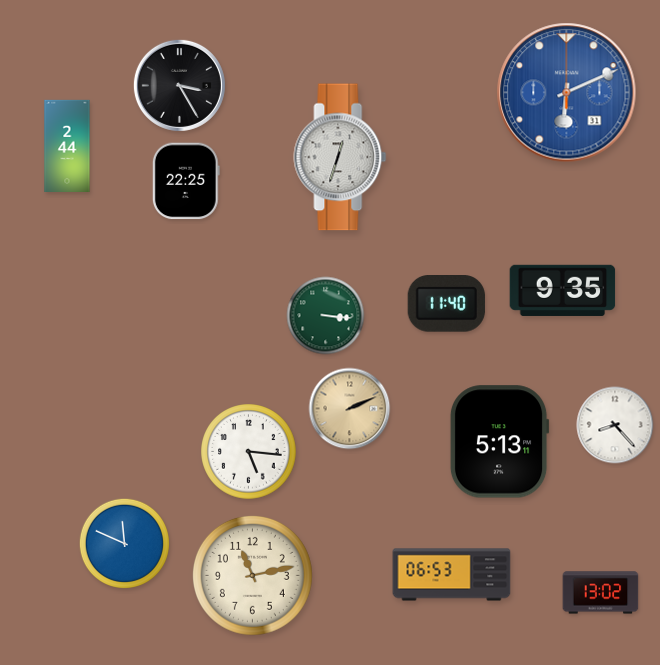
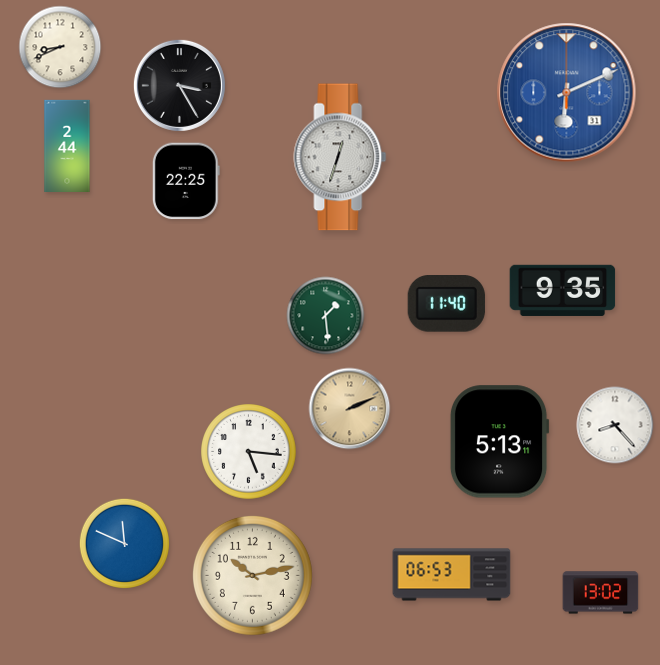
clock at (60, 47): none -> 8:41
clock at (326, 316): 3:16 -> 1:29
clock at (252, 575): 11:13 -> 10:13
